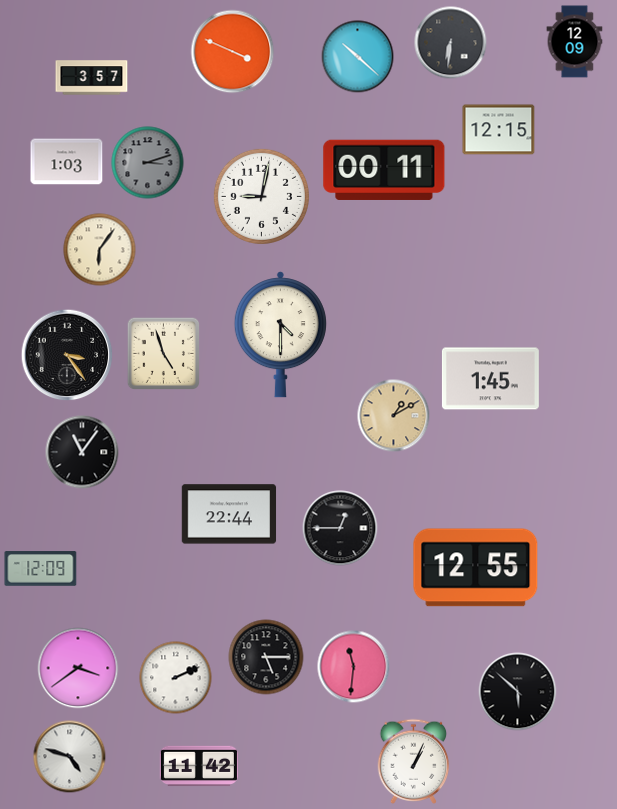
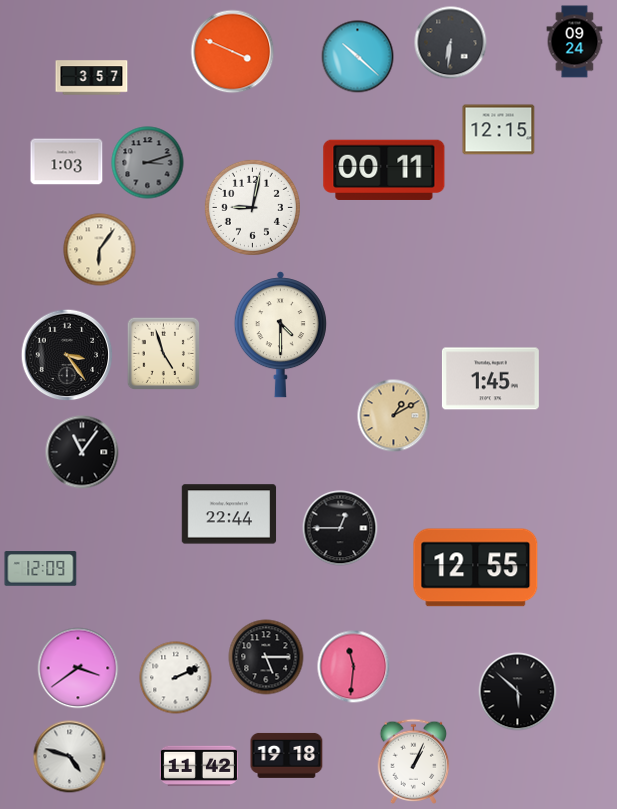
clock at (575, 42): 12:09 -> 09:24
clock at (261, 196) position: (261, 196) -> (252, 207)
clock at (287, 755): none -> 19:18
